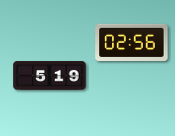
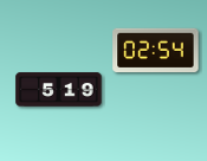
clock at (132, 42): 02:56 -> 02:54
